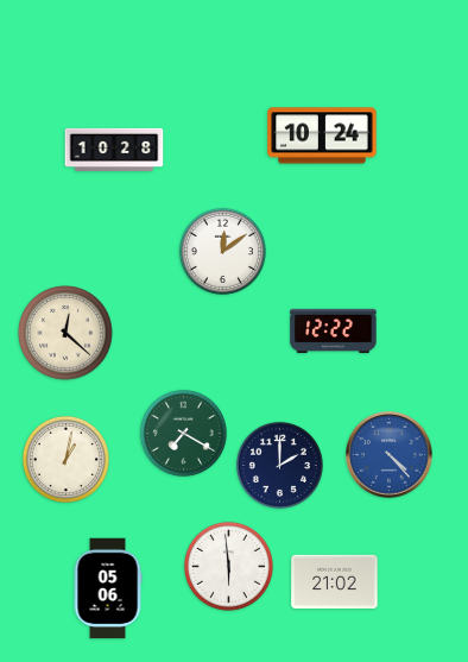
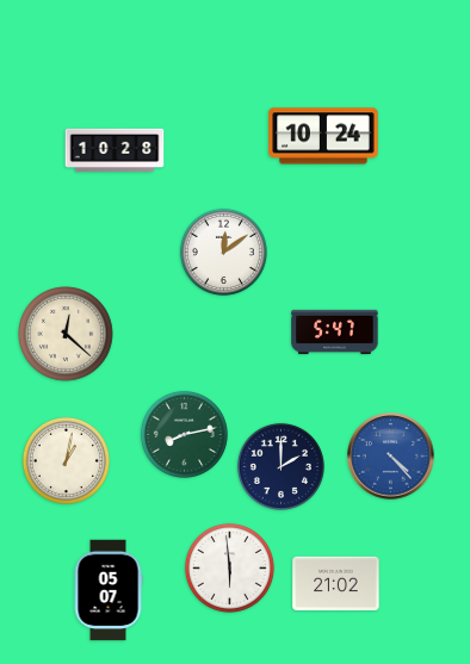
clock at (334, 330): 12:22 -> 5:47
clock at (183, 433): 7:20 -> 8:13
clock at (108, 588): 05:06 -> 05:07
